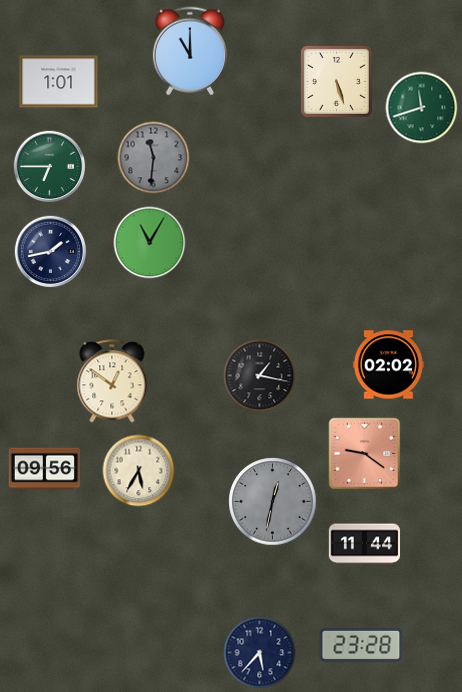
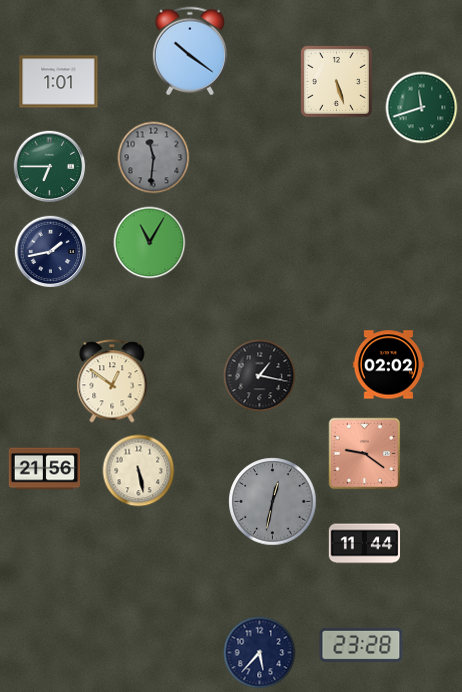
clock at (190, 51): 11:00 -> 10:21
clock at (45, 469): 09:56 -> 21:56
clock at (139, 471): 5:35 -> 5:28
